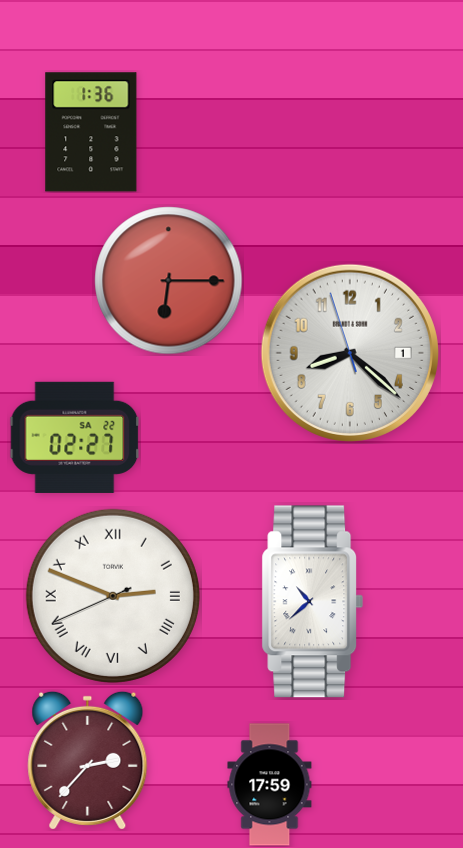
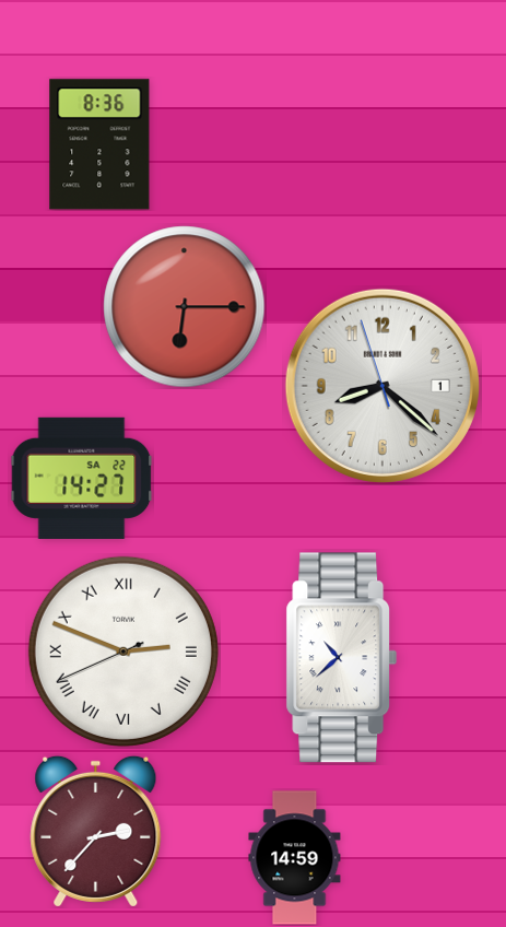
clock at (91, 132): 1:36 -> 8:36
clock at (74, 437): 02:27 -> 14:27
clock at (270, 785): 17:59 -> 14:59
